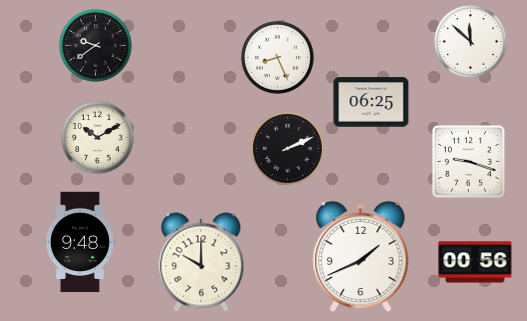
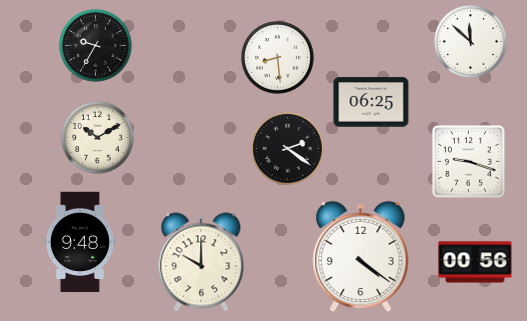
clock at (96, 46): 9:39 -> 9:35
clock at (278, 58): 8:26 -> 8:29
clock at (288, 149): 2:11 -> 2:21
clock at (361, 257): 1:41 -> 4:21
